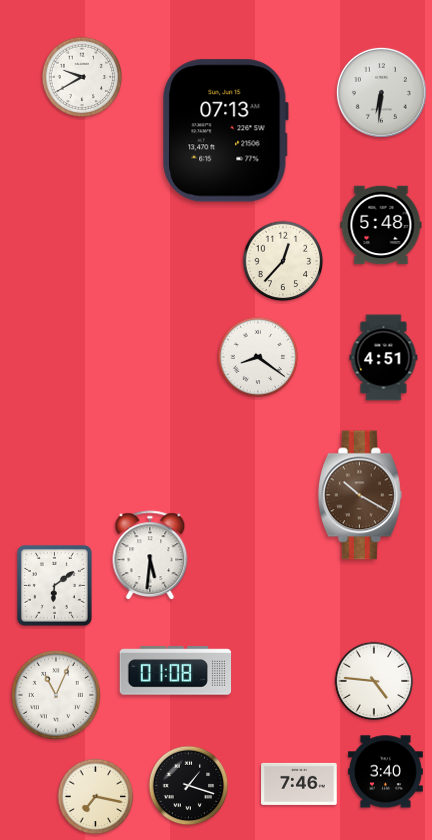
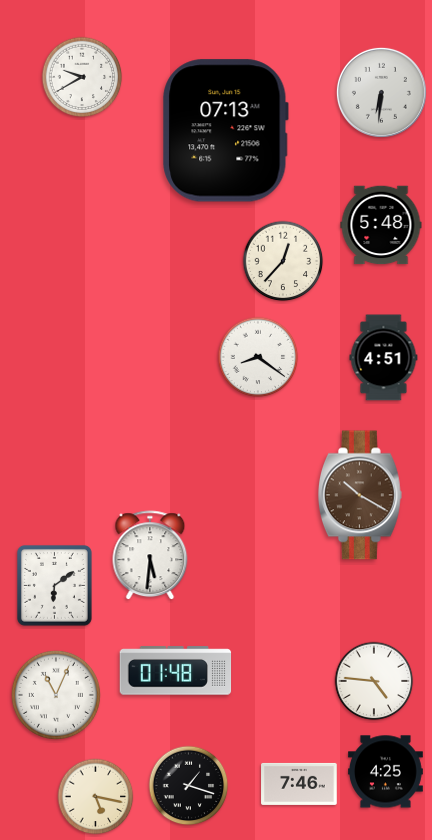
clock at (176, 671): 01:08 -> 01:48
clock at (386, 772): 3:40 -> 4:25
clock at (96, 797): 7:17 -> 5:17
